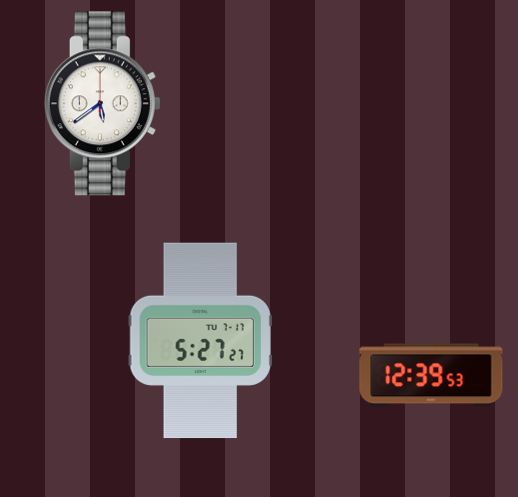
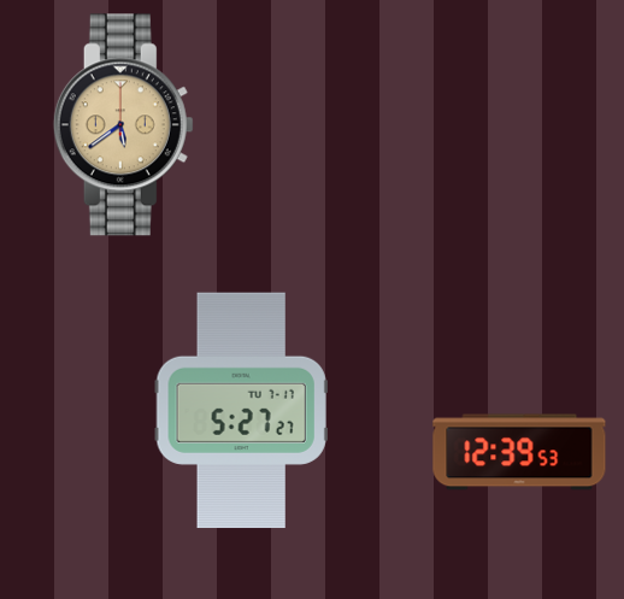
clock at (102, 104) dial: white -> champagne
